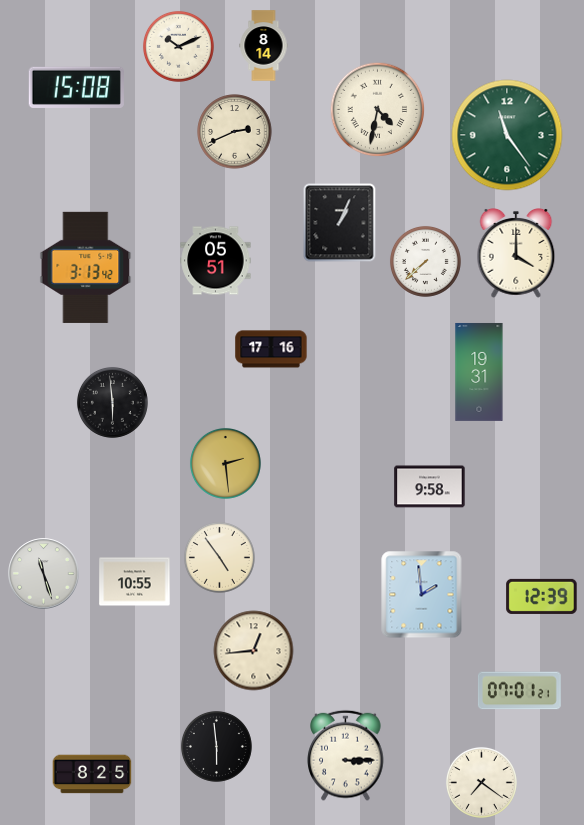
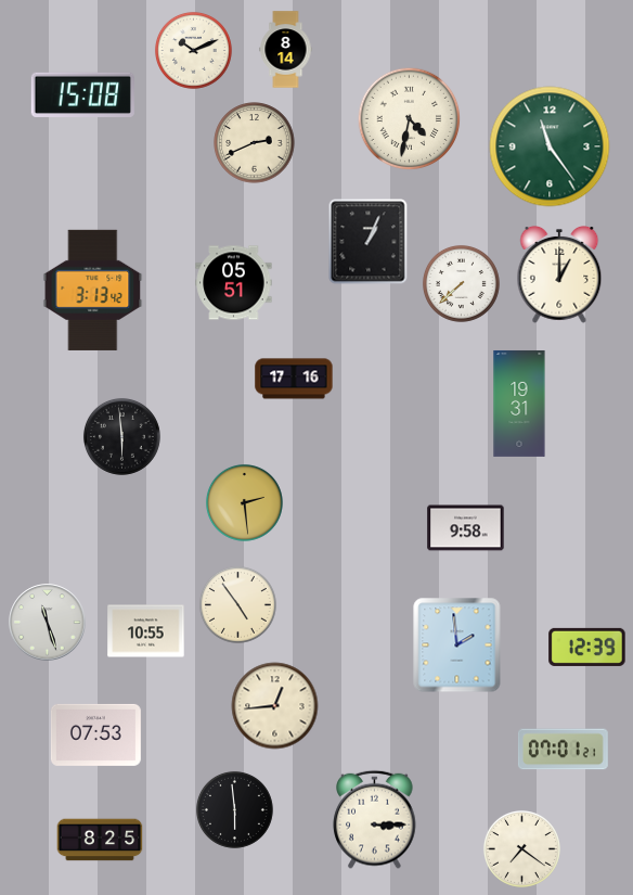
clock at (516, 254): 4:00 -> 1:00
clock at (95, 734): none -> 07:53
